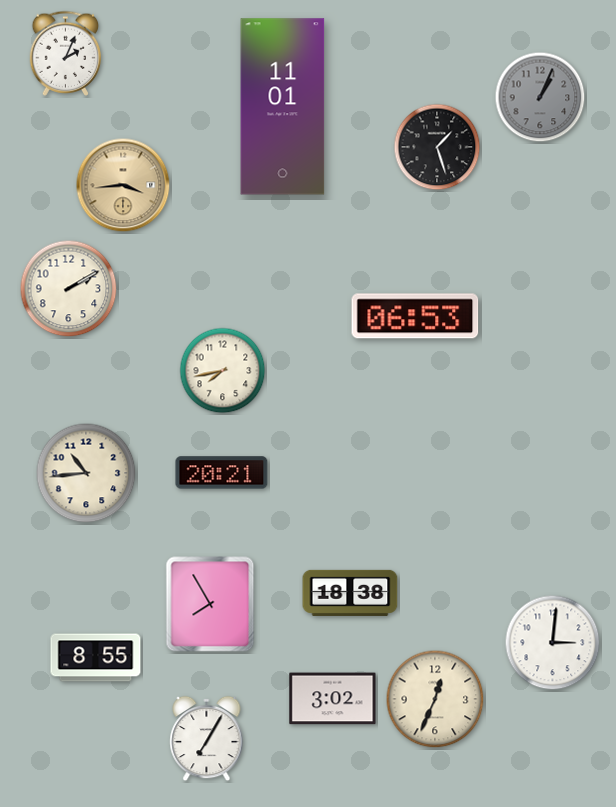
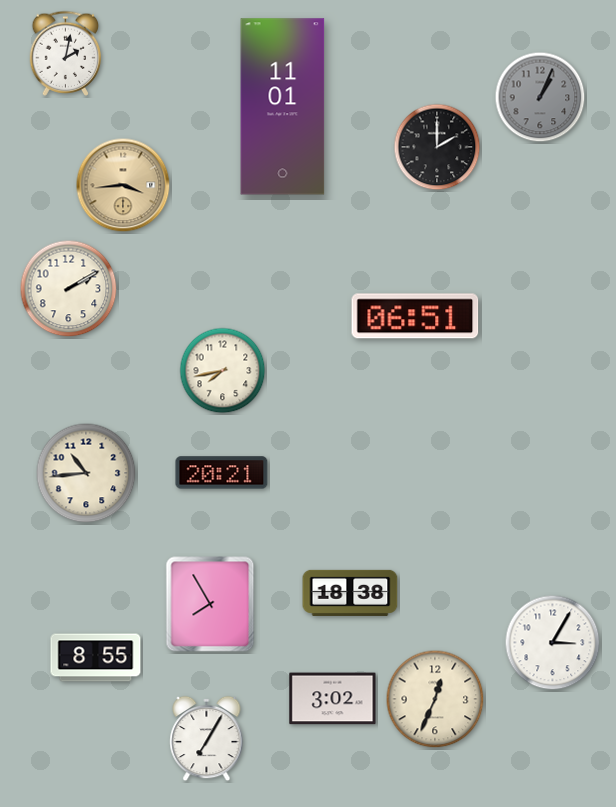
clock at (66, 53): 2:04 -> 2:02
clock at (437, 147): 1:27 -> 2:00
clock at (415, 316): 06:53 -> 06:51
clock at (553, 643): 3:01 -> 3:05
